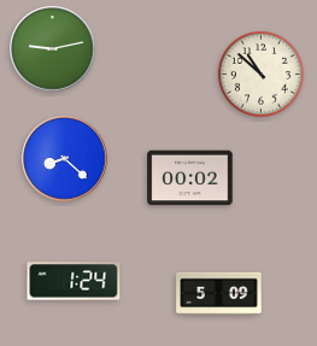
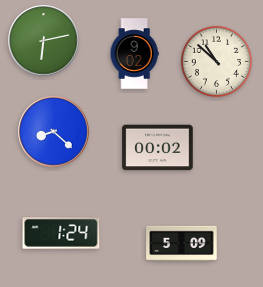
clock at (53, 49): 9:13 -> 6:13
clock at (134, 54): none -> 9:02
